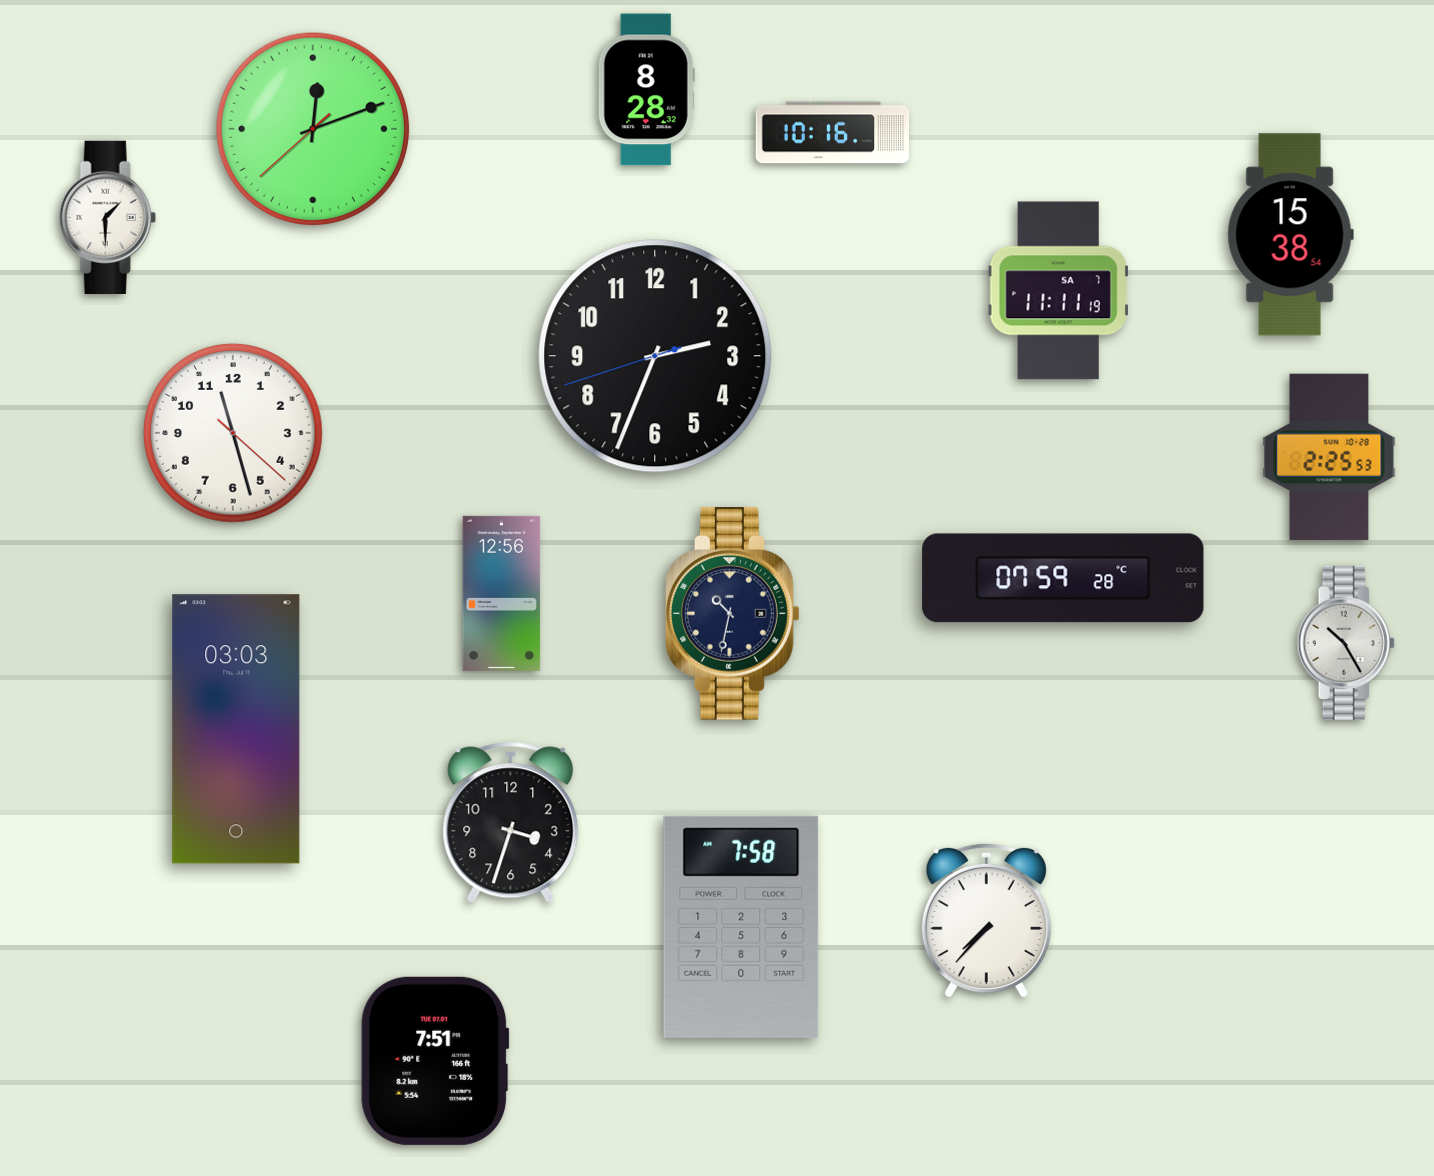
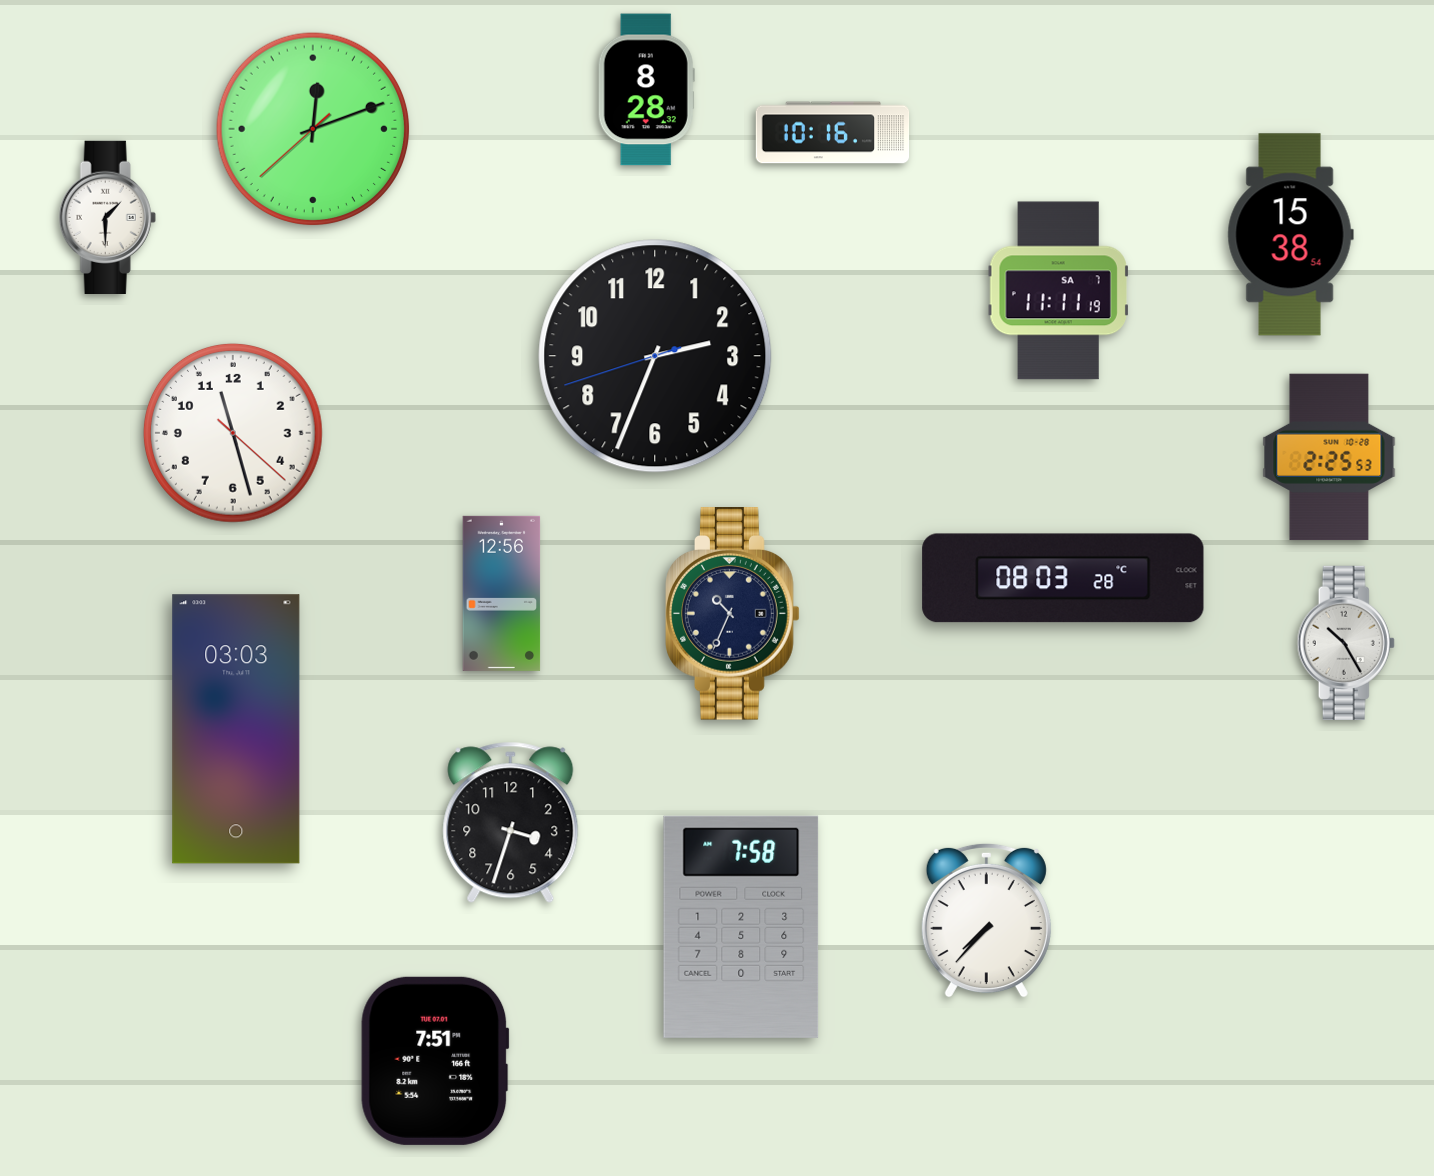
clock at (1063, 578): 07:59 -> 08:03
clock at (733, 614): 10:32 -> 10:34
